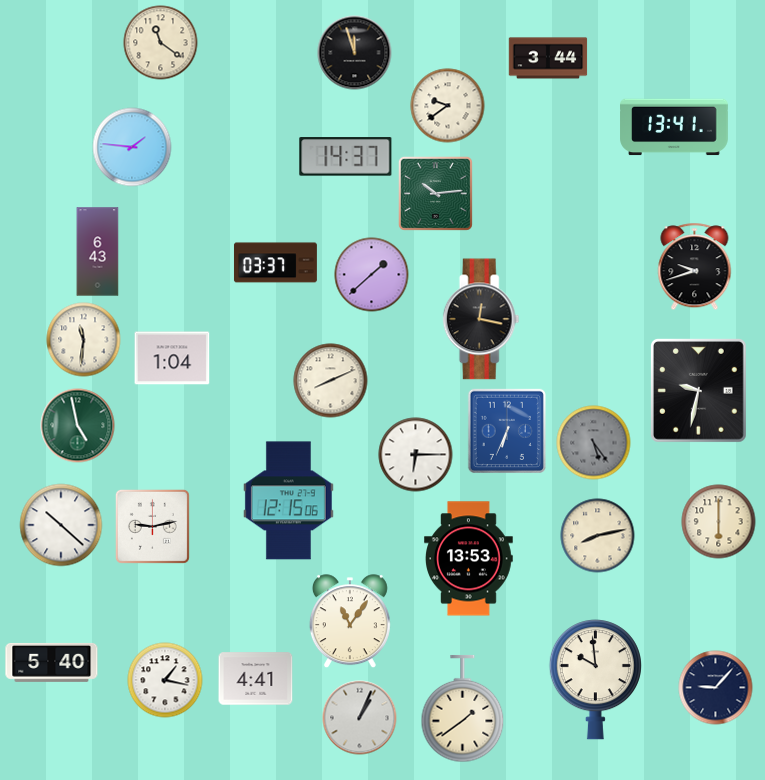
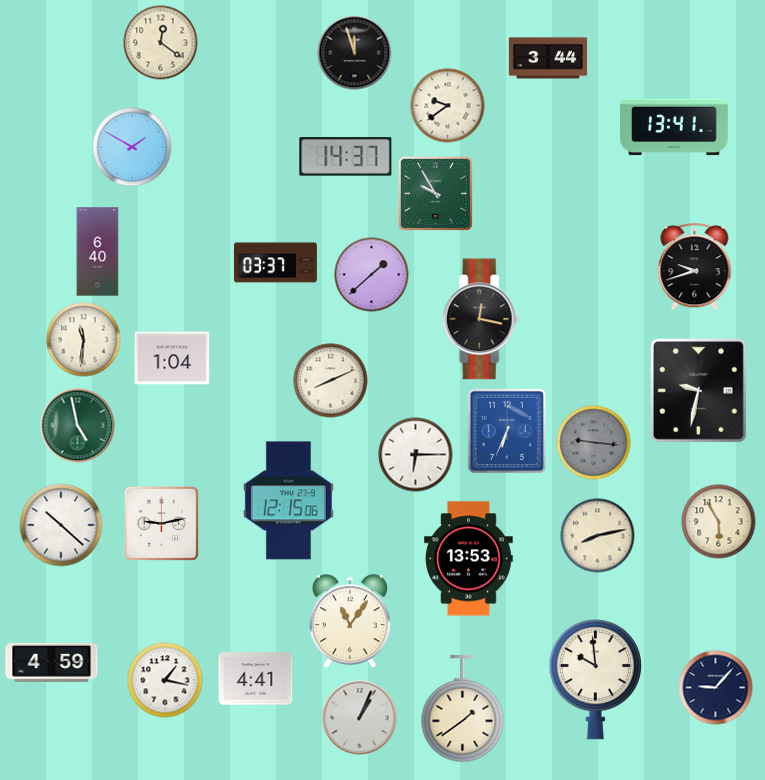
clock at (161, 43): 11:21 -> 12:21
clock at (132, 147): 1:46 -> 1:50
clock at (435, 193): 10:14 -> 9:55
clock at (98, 252): 6:43 -> 6:40
clock at (594, 443): 5:24 -> 9:16
clock at (719, 522): 6:00 -> 5:55
clock at (152, 526) position: (152, 526) -> (161, 523)
clock at (52, 662): 5:40 -> 4:59
